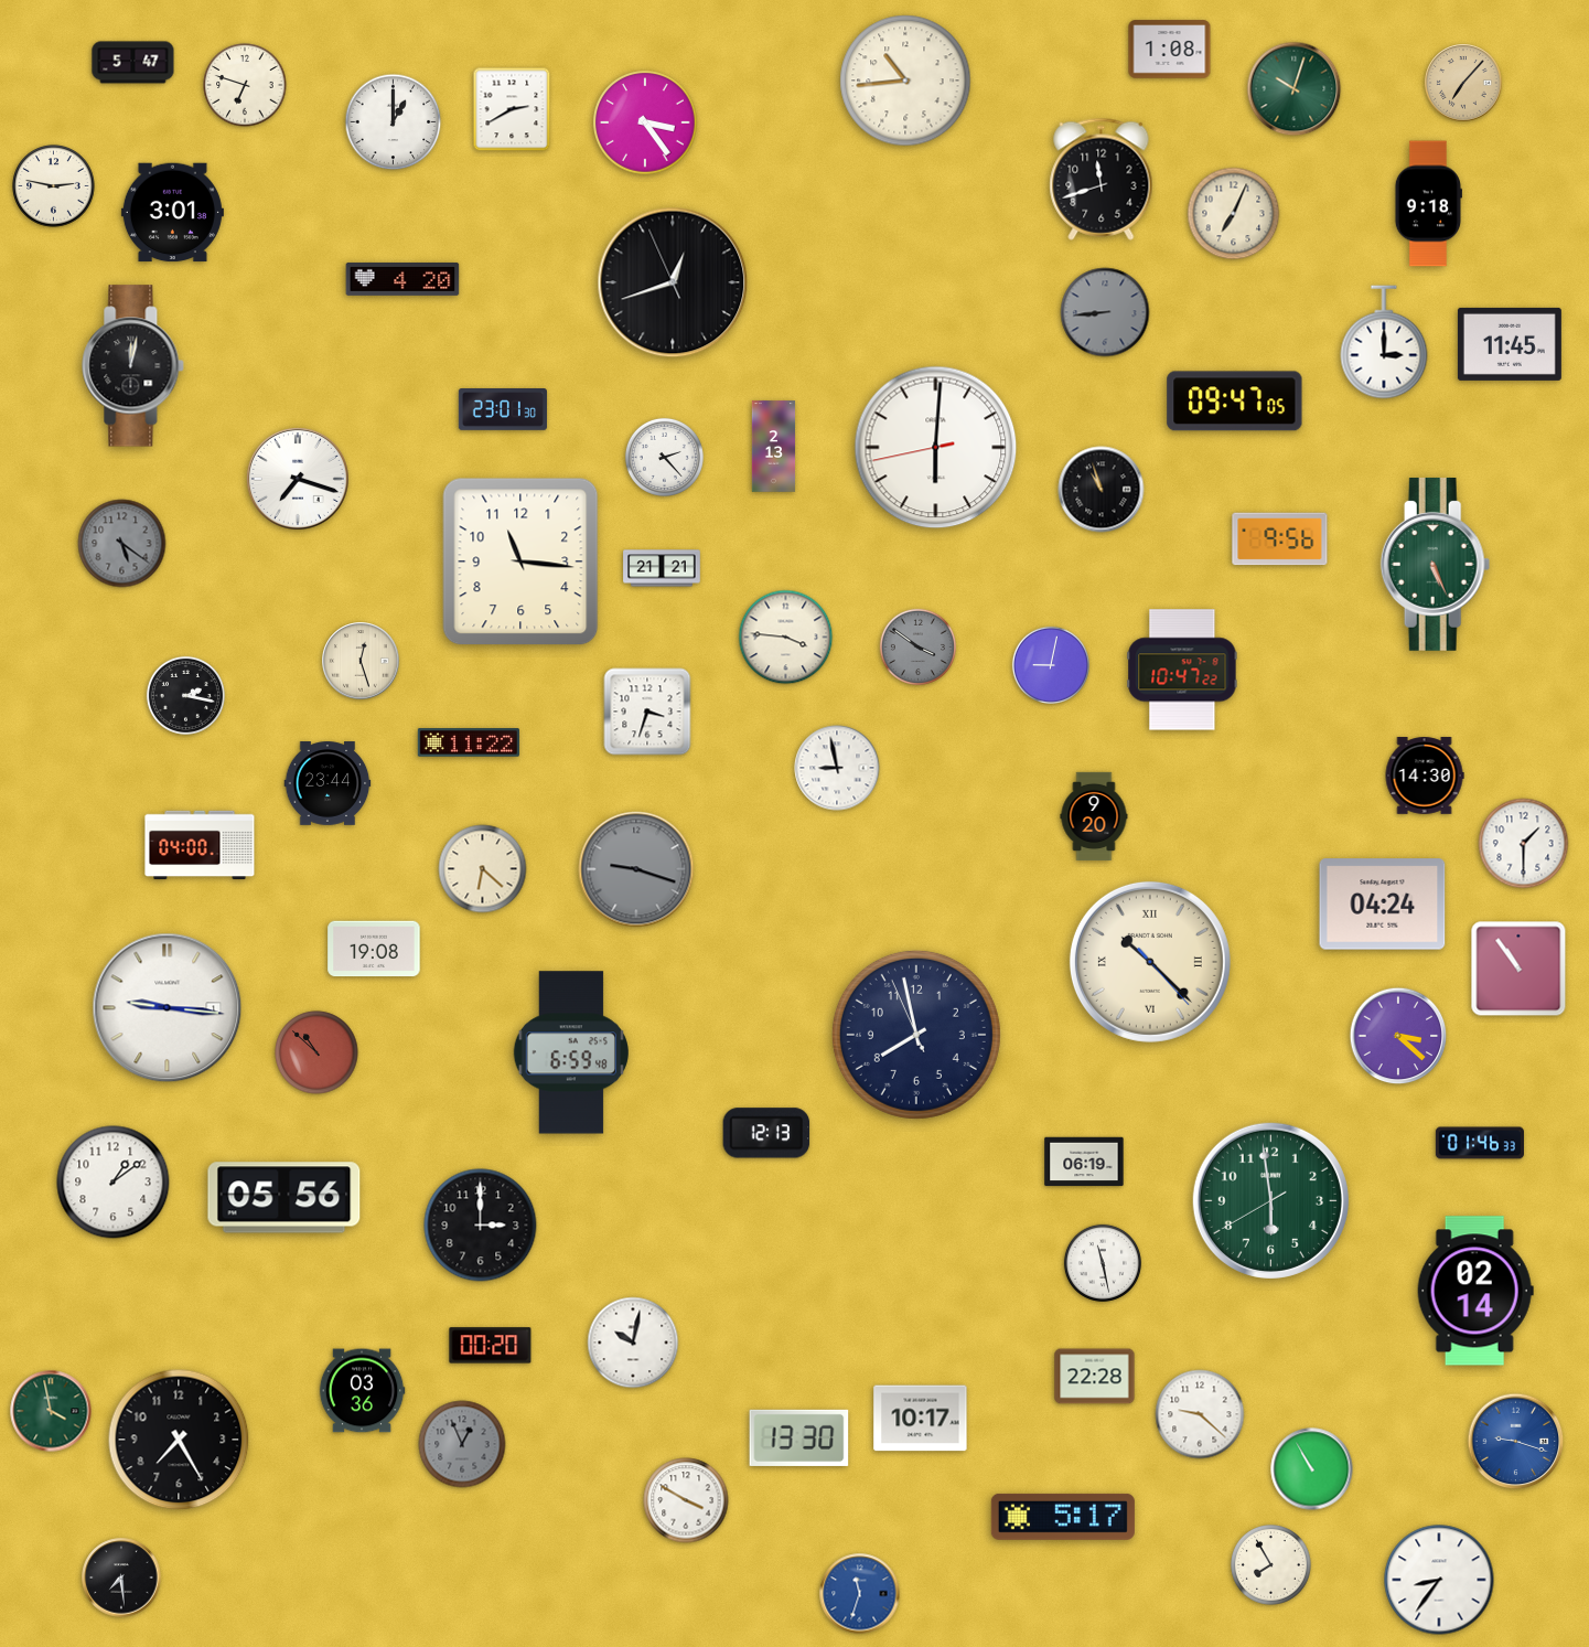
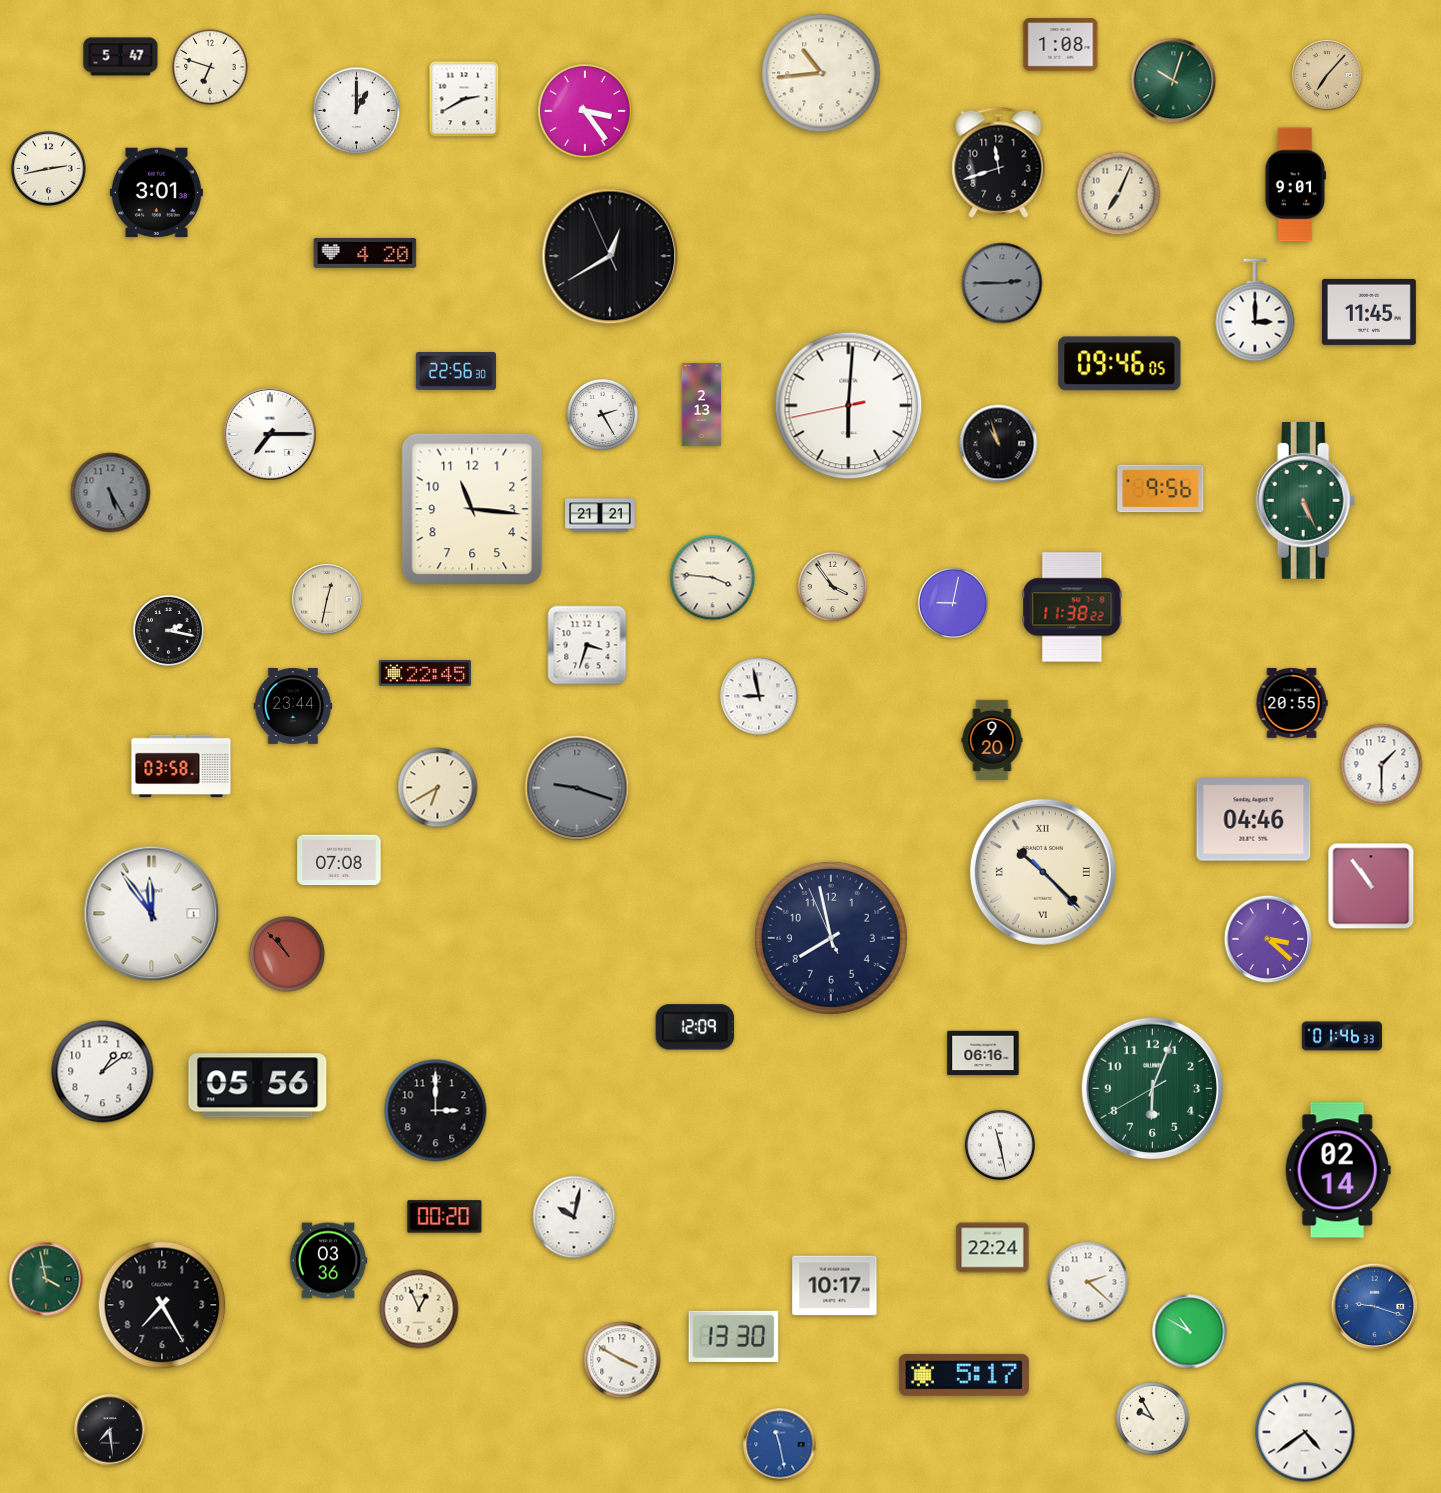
clock at (245, 85) position: (245, 85) -> (210, 67)
clock at (54, 186): 2:47 -> 2:43
clock at (1428, 204): 9:18 -> 9:01
clock at (673, 282): 12:41 -> 12:39
clock at (1105, 312): 8:44 -> 2:45
clock at (133, 366): 12:02 -> none
clock at (1235, 402): 09:47 -> 09:46
clock at (503, 409): 23:01 -> 22:56
clock at (664, 457): 2:23 -> 2:25
clock at (298, 479): 7:18 -> 7:15
clock at (122, 544): 5:21 -> 5:25
clock at (1436, 564) position: (1436, 564) -> (1306, 500)
clock at (919, 648): 3:51 -> 3:54
clock at (919, 648) dial: grey -> cream
clock at (361, 661): 12:27 -> 12:32
clock at (1182, 670): 10:47 -> 11:38
clock at (469, 742): 11:22 -> 22:45
clock at (1425, 776): 14:30 -> 20:55
clock at (328, 783) position: (328, 783) -> (293, 706)
clock at (200, 845): 04:00 -> 03:58
clock at (483, 869): 6:22 -> 6:40
clock at (1383, 905): 04:24 -> 04:46
clock at (374, 949): 19:08 -> 07:08
clock at (1518, 969) position: (1518, 969) -> (1371, 886)
clock at (168, 1008): 9:16 -> 11:54
clock at (316, 1052): 10:52 -> 10:53
clock at (570, 1052): 6:59 -> none
clock at (766, 1133): 12:13 -> 12:09
clock at (1084, 1162): 06:19 -> 06:16
clock at (1270, 1200): 5:58 -> 6:03
clock at (491, 1346) position: (491, 1346) -> (445, 1217)
clock at (1095, 1377): 22:28 -> 22:24
clock at (1200, 1414): 9:22 -> 2:22
clock at (799, 1437) position: (799, 1437) -> (734, 1336)
clock at (462, 1444) dial: grey -> cream
clock at (1312, 1469): 10:55 -> 10:50
clock at (1271, 1565): 7:55 -> 9:55
clock at (1439, 1580): 8:36 -> 4:39
clock at (860, 1594): 11:33 -> 11:28
